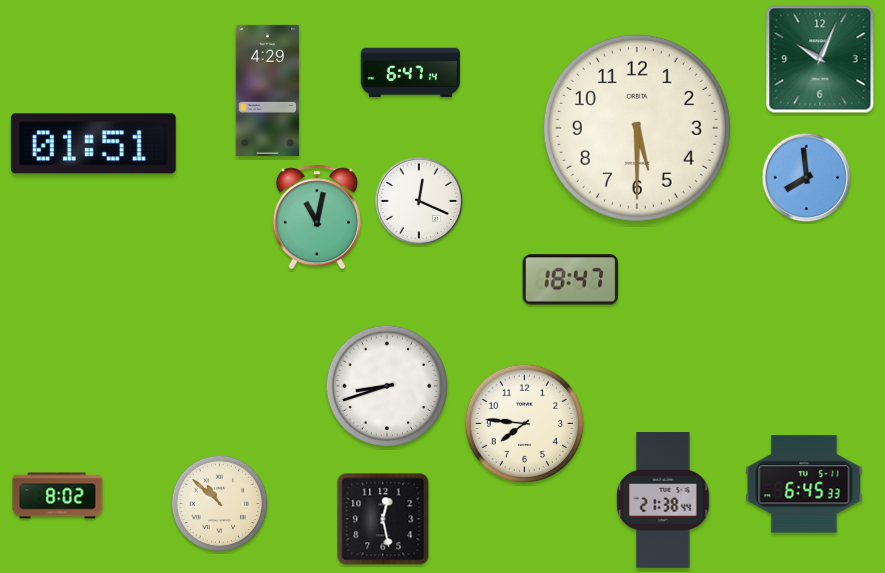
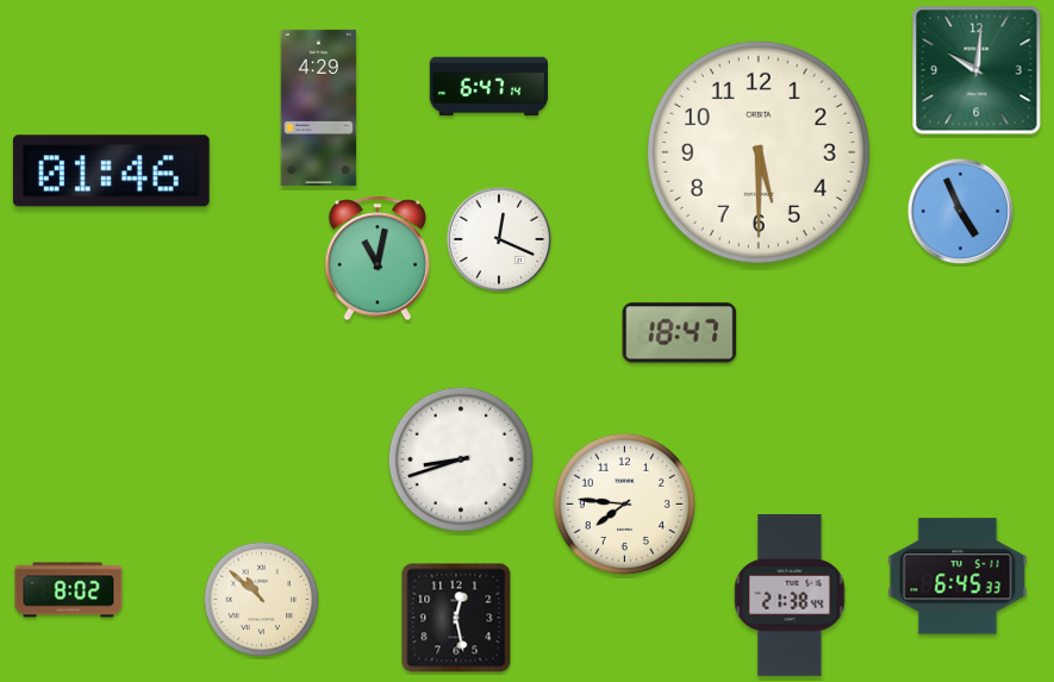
clock at (820, 59): 10:04 -> 10:01
clock at (93, 144): 01:51 -> 01:46
clock at (807, 178): 7:59 -> 4:56
